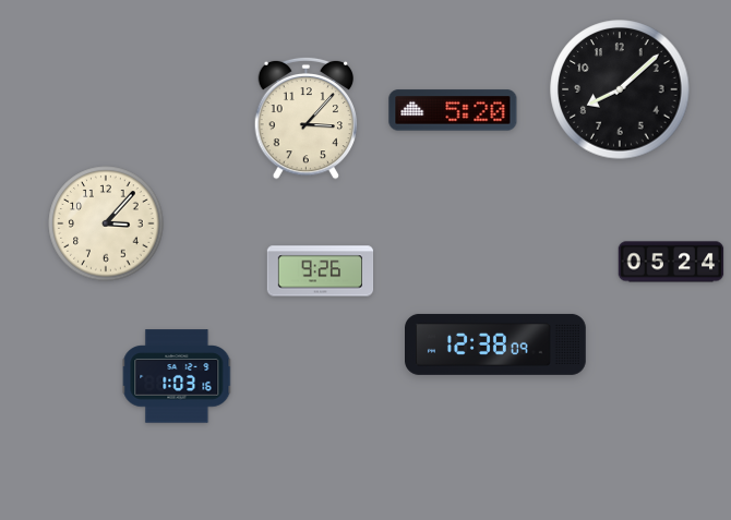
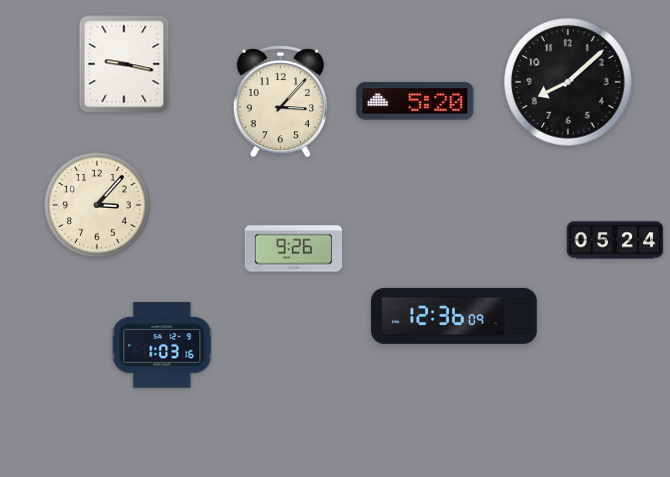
clock at (124, 64): none -> 9:17
clock at (307, 118) position: (307, 118) -> (281, 101)
clock at (496, 344): 12:38 -> 12:36
